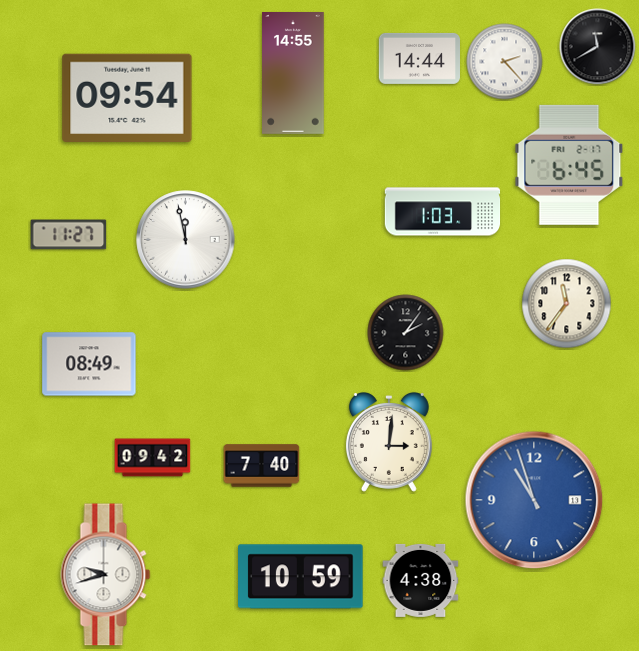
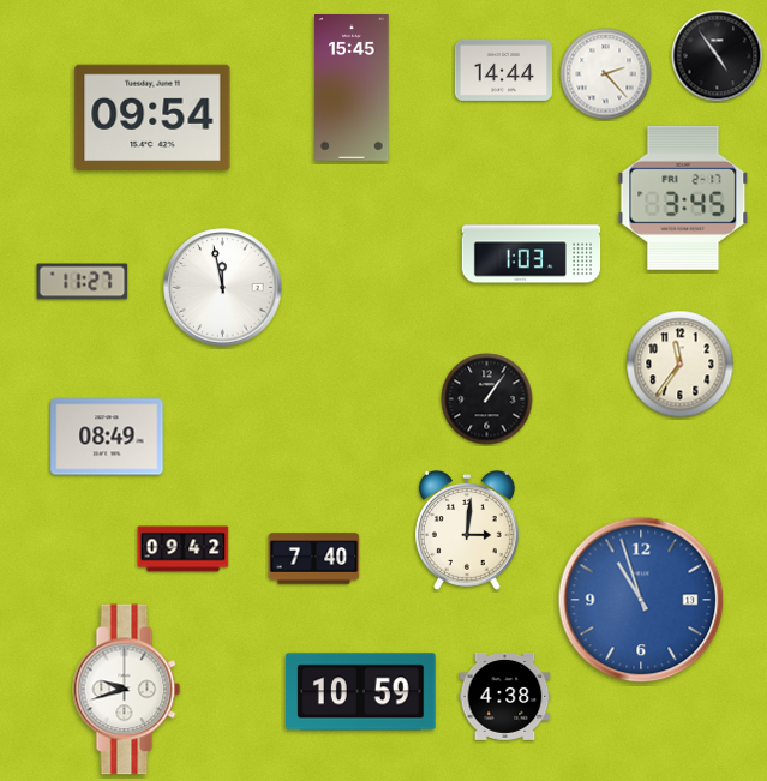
clock at (598, 47): 11:40 -> 4:54
clock at (293, 74): 14:55 -> 15:45
clock at (569, 165): 6:45 -> 3:45
clock at (406, 333): 2:06 -> 1:06
